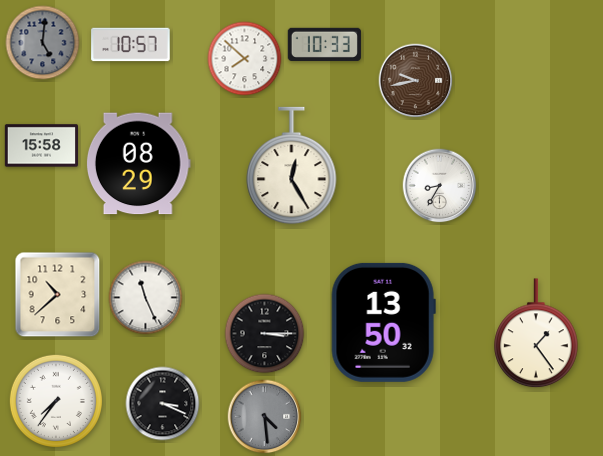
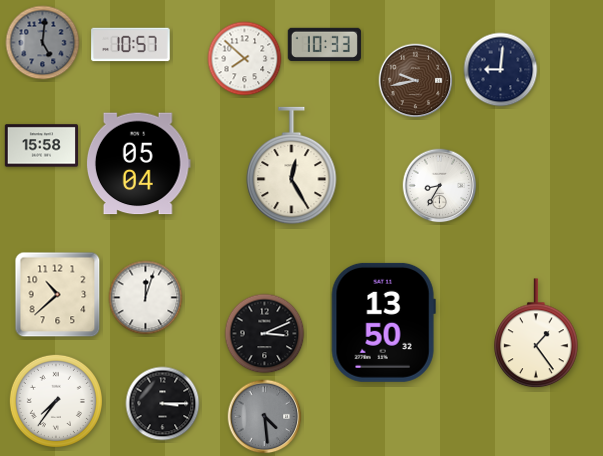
clock at (501, 70): none -> 9:01
clock at (138, 164): 08:29 -> 05:04
clock at (146, 298): 11:26 -> 12:03
clock at (265, 334): 3:15 -> 3:11
clock at (163, 404): 3:19 -> 3:15
